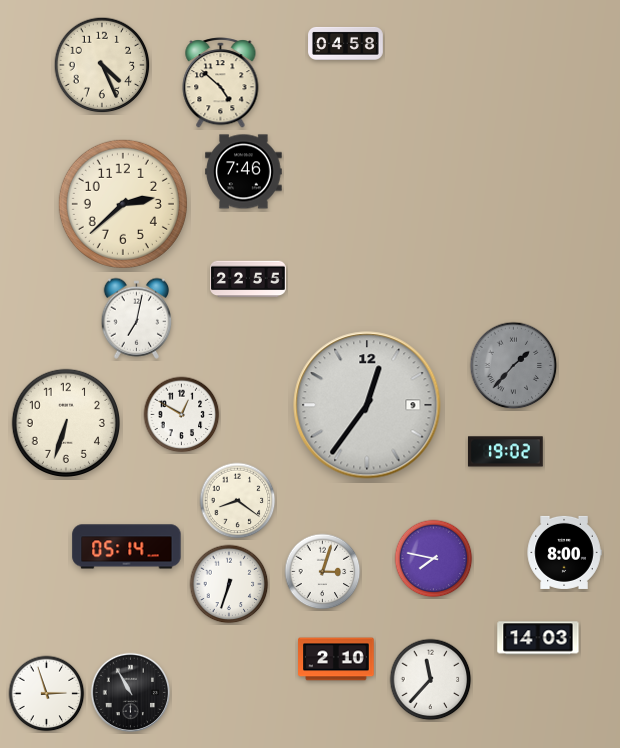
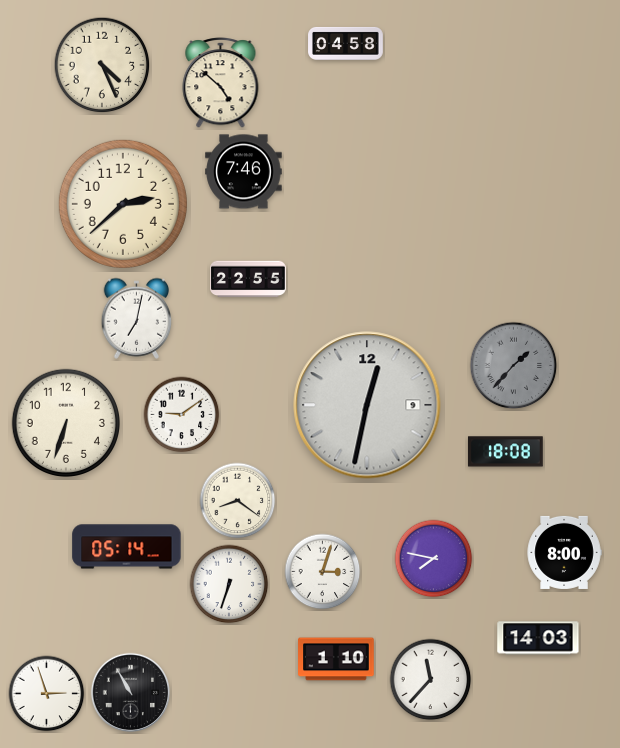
clock at (367, 405): 12:36 -> 12:32
clock at (182, 415): 12:50 -> 9:09
clock at (505, 452): 19:02 -> 18:08
clock at (336, 659): 2:10 -> 1:10
